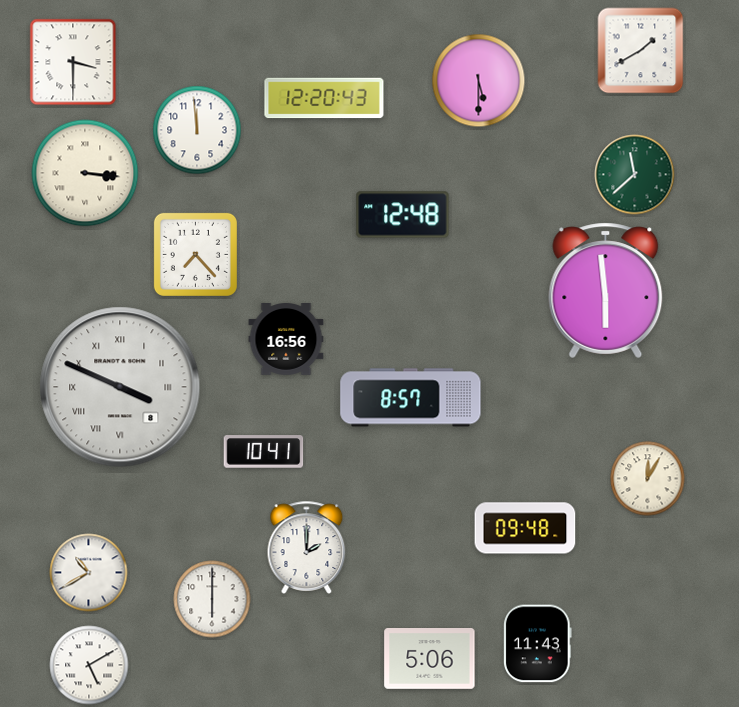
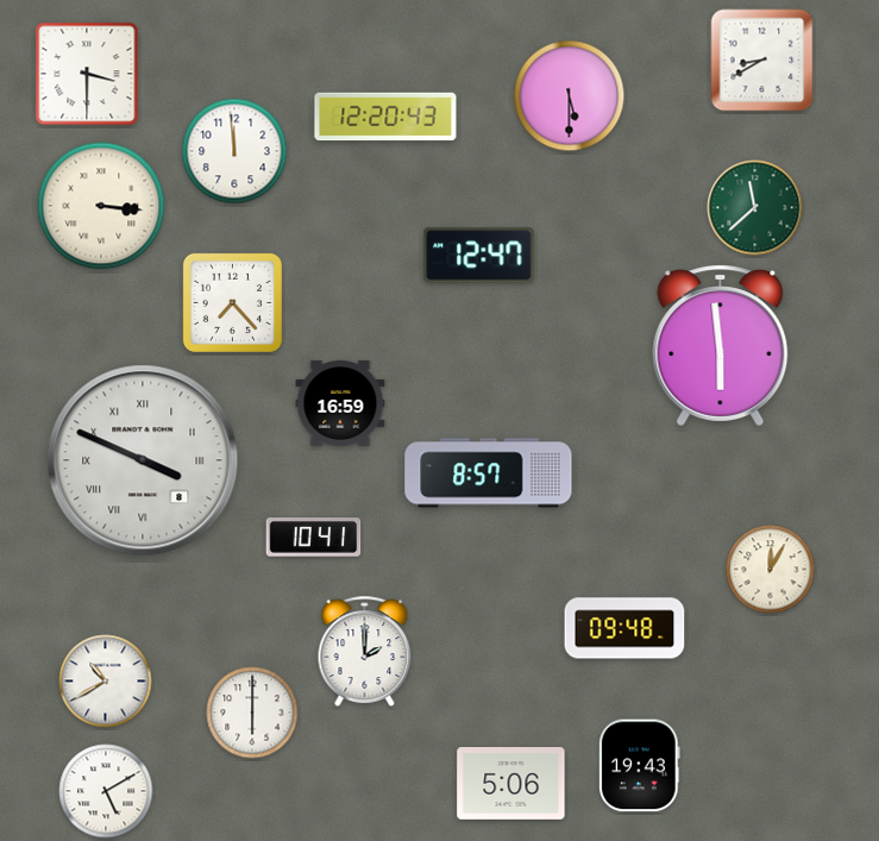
clock at (641, 51): 1:40 -> 8:40
clock at (197, 130) position: (197, 130) -> (234, 151)
clock at (403, 215): 12:48 -> 12:47
clock at (286, 340): 16:56 -> 16:59
clock at (537, 644): 11:43 -> 19:43
